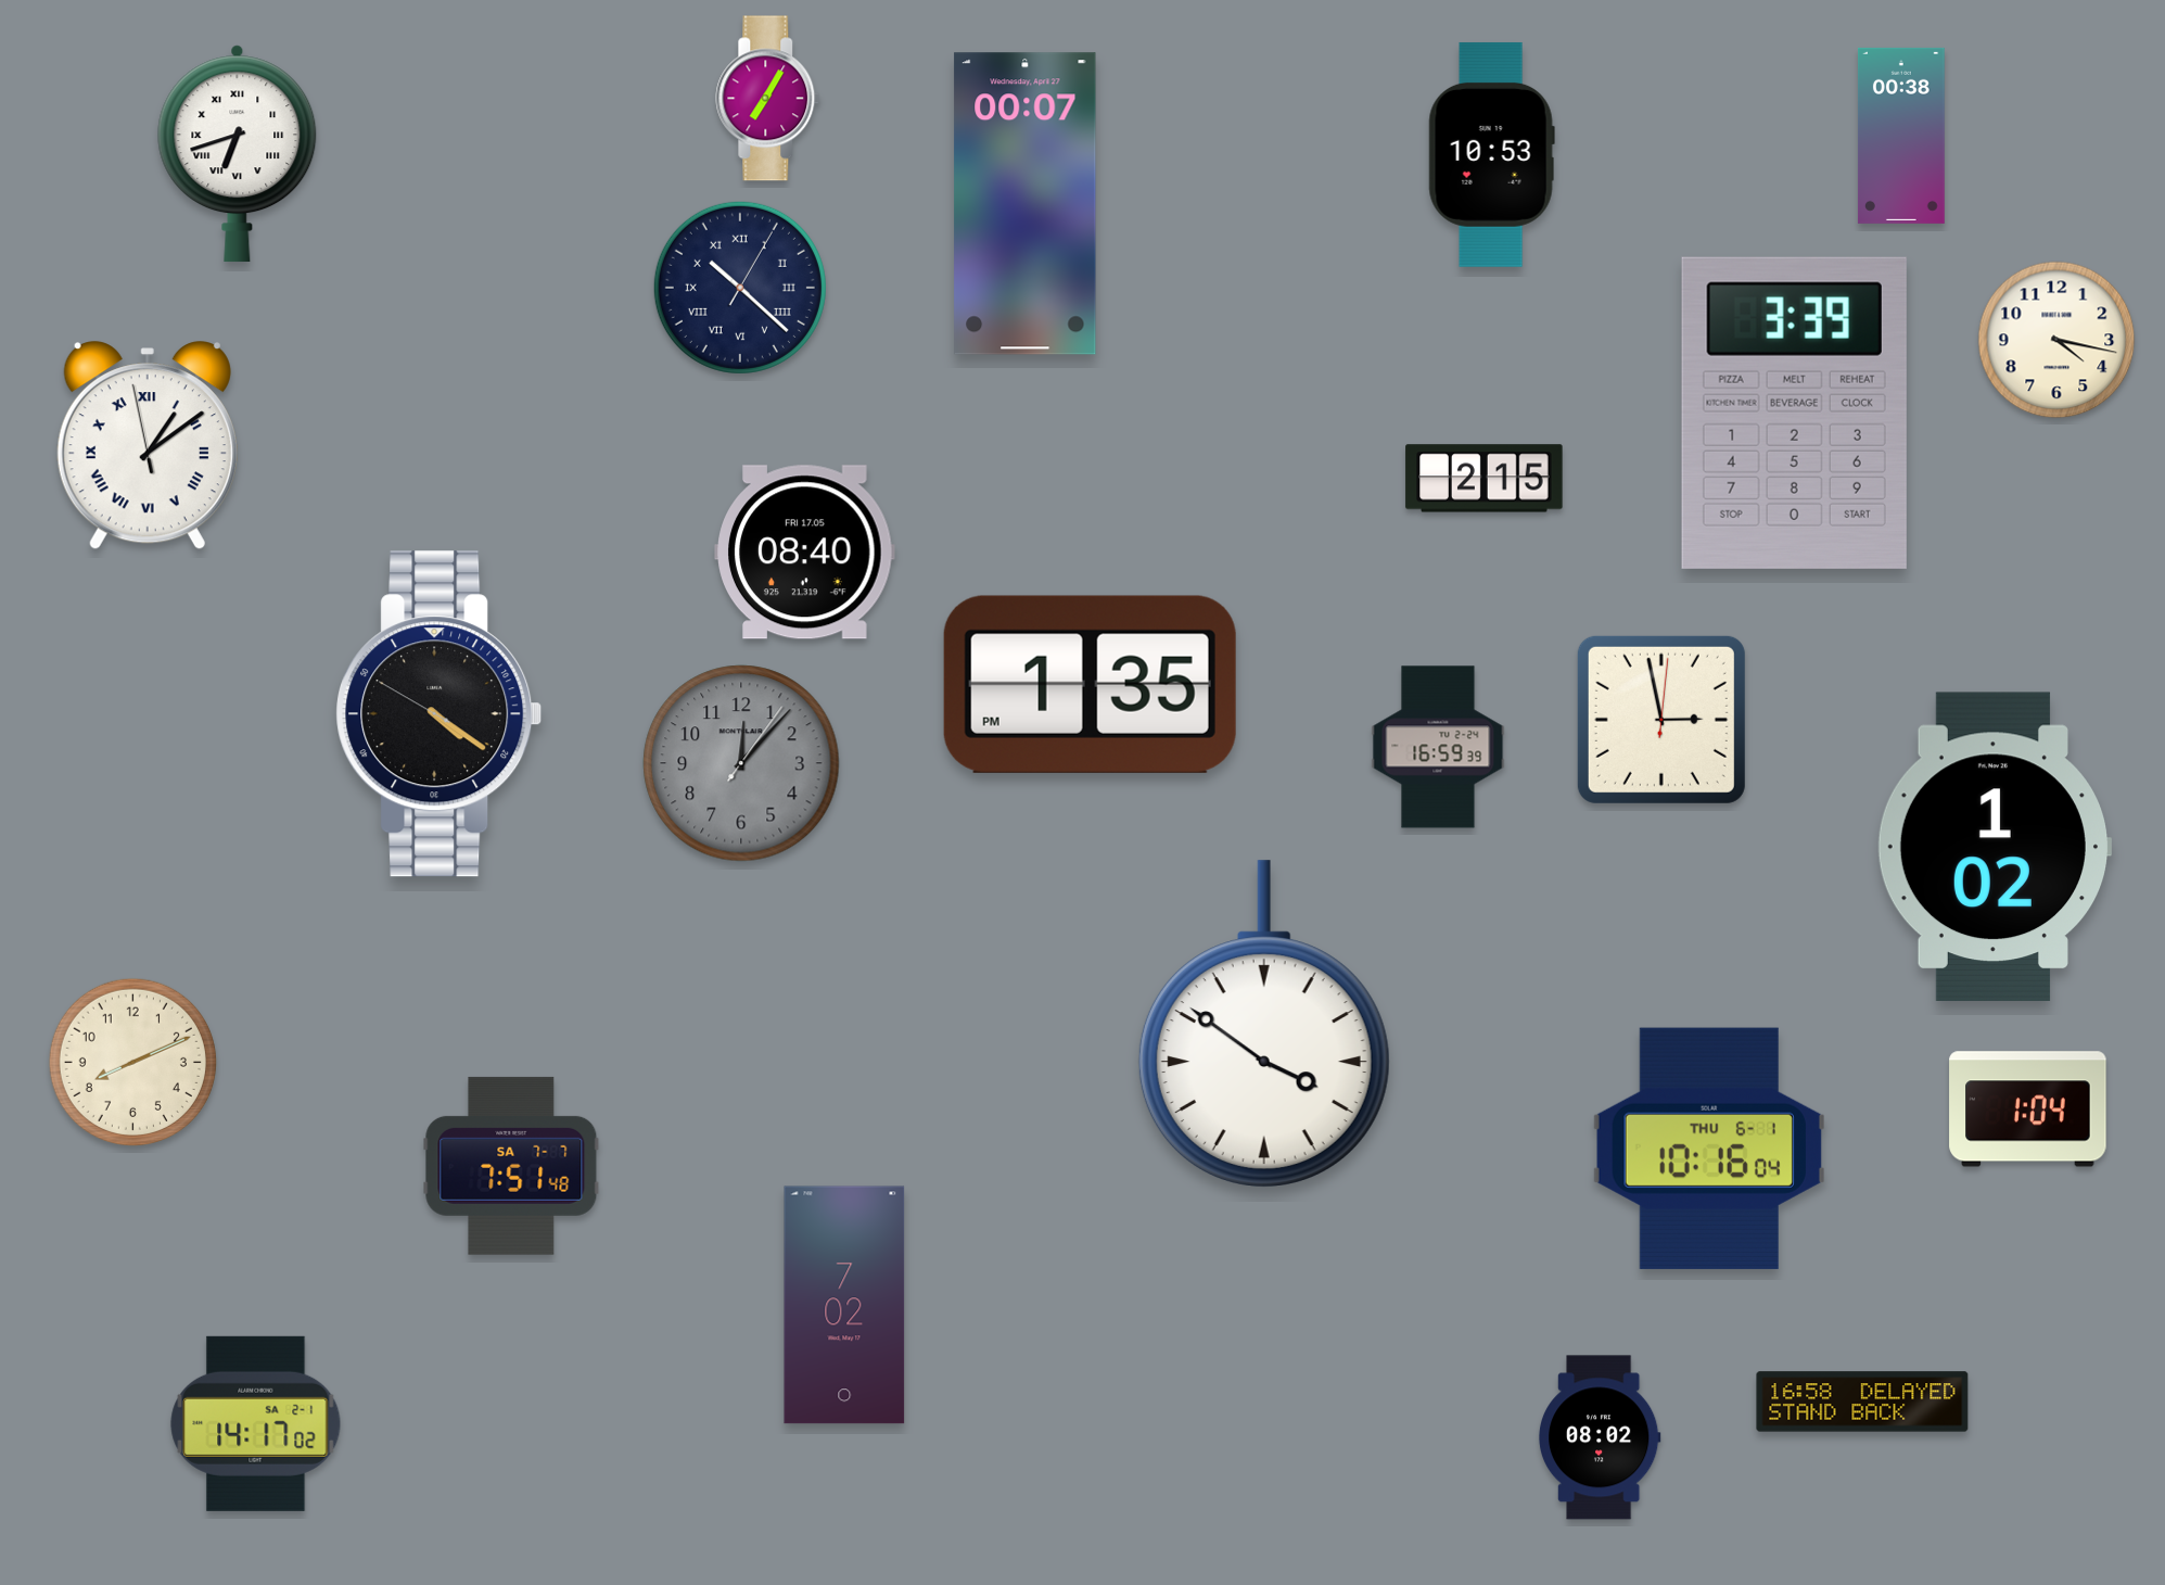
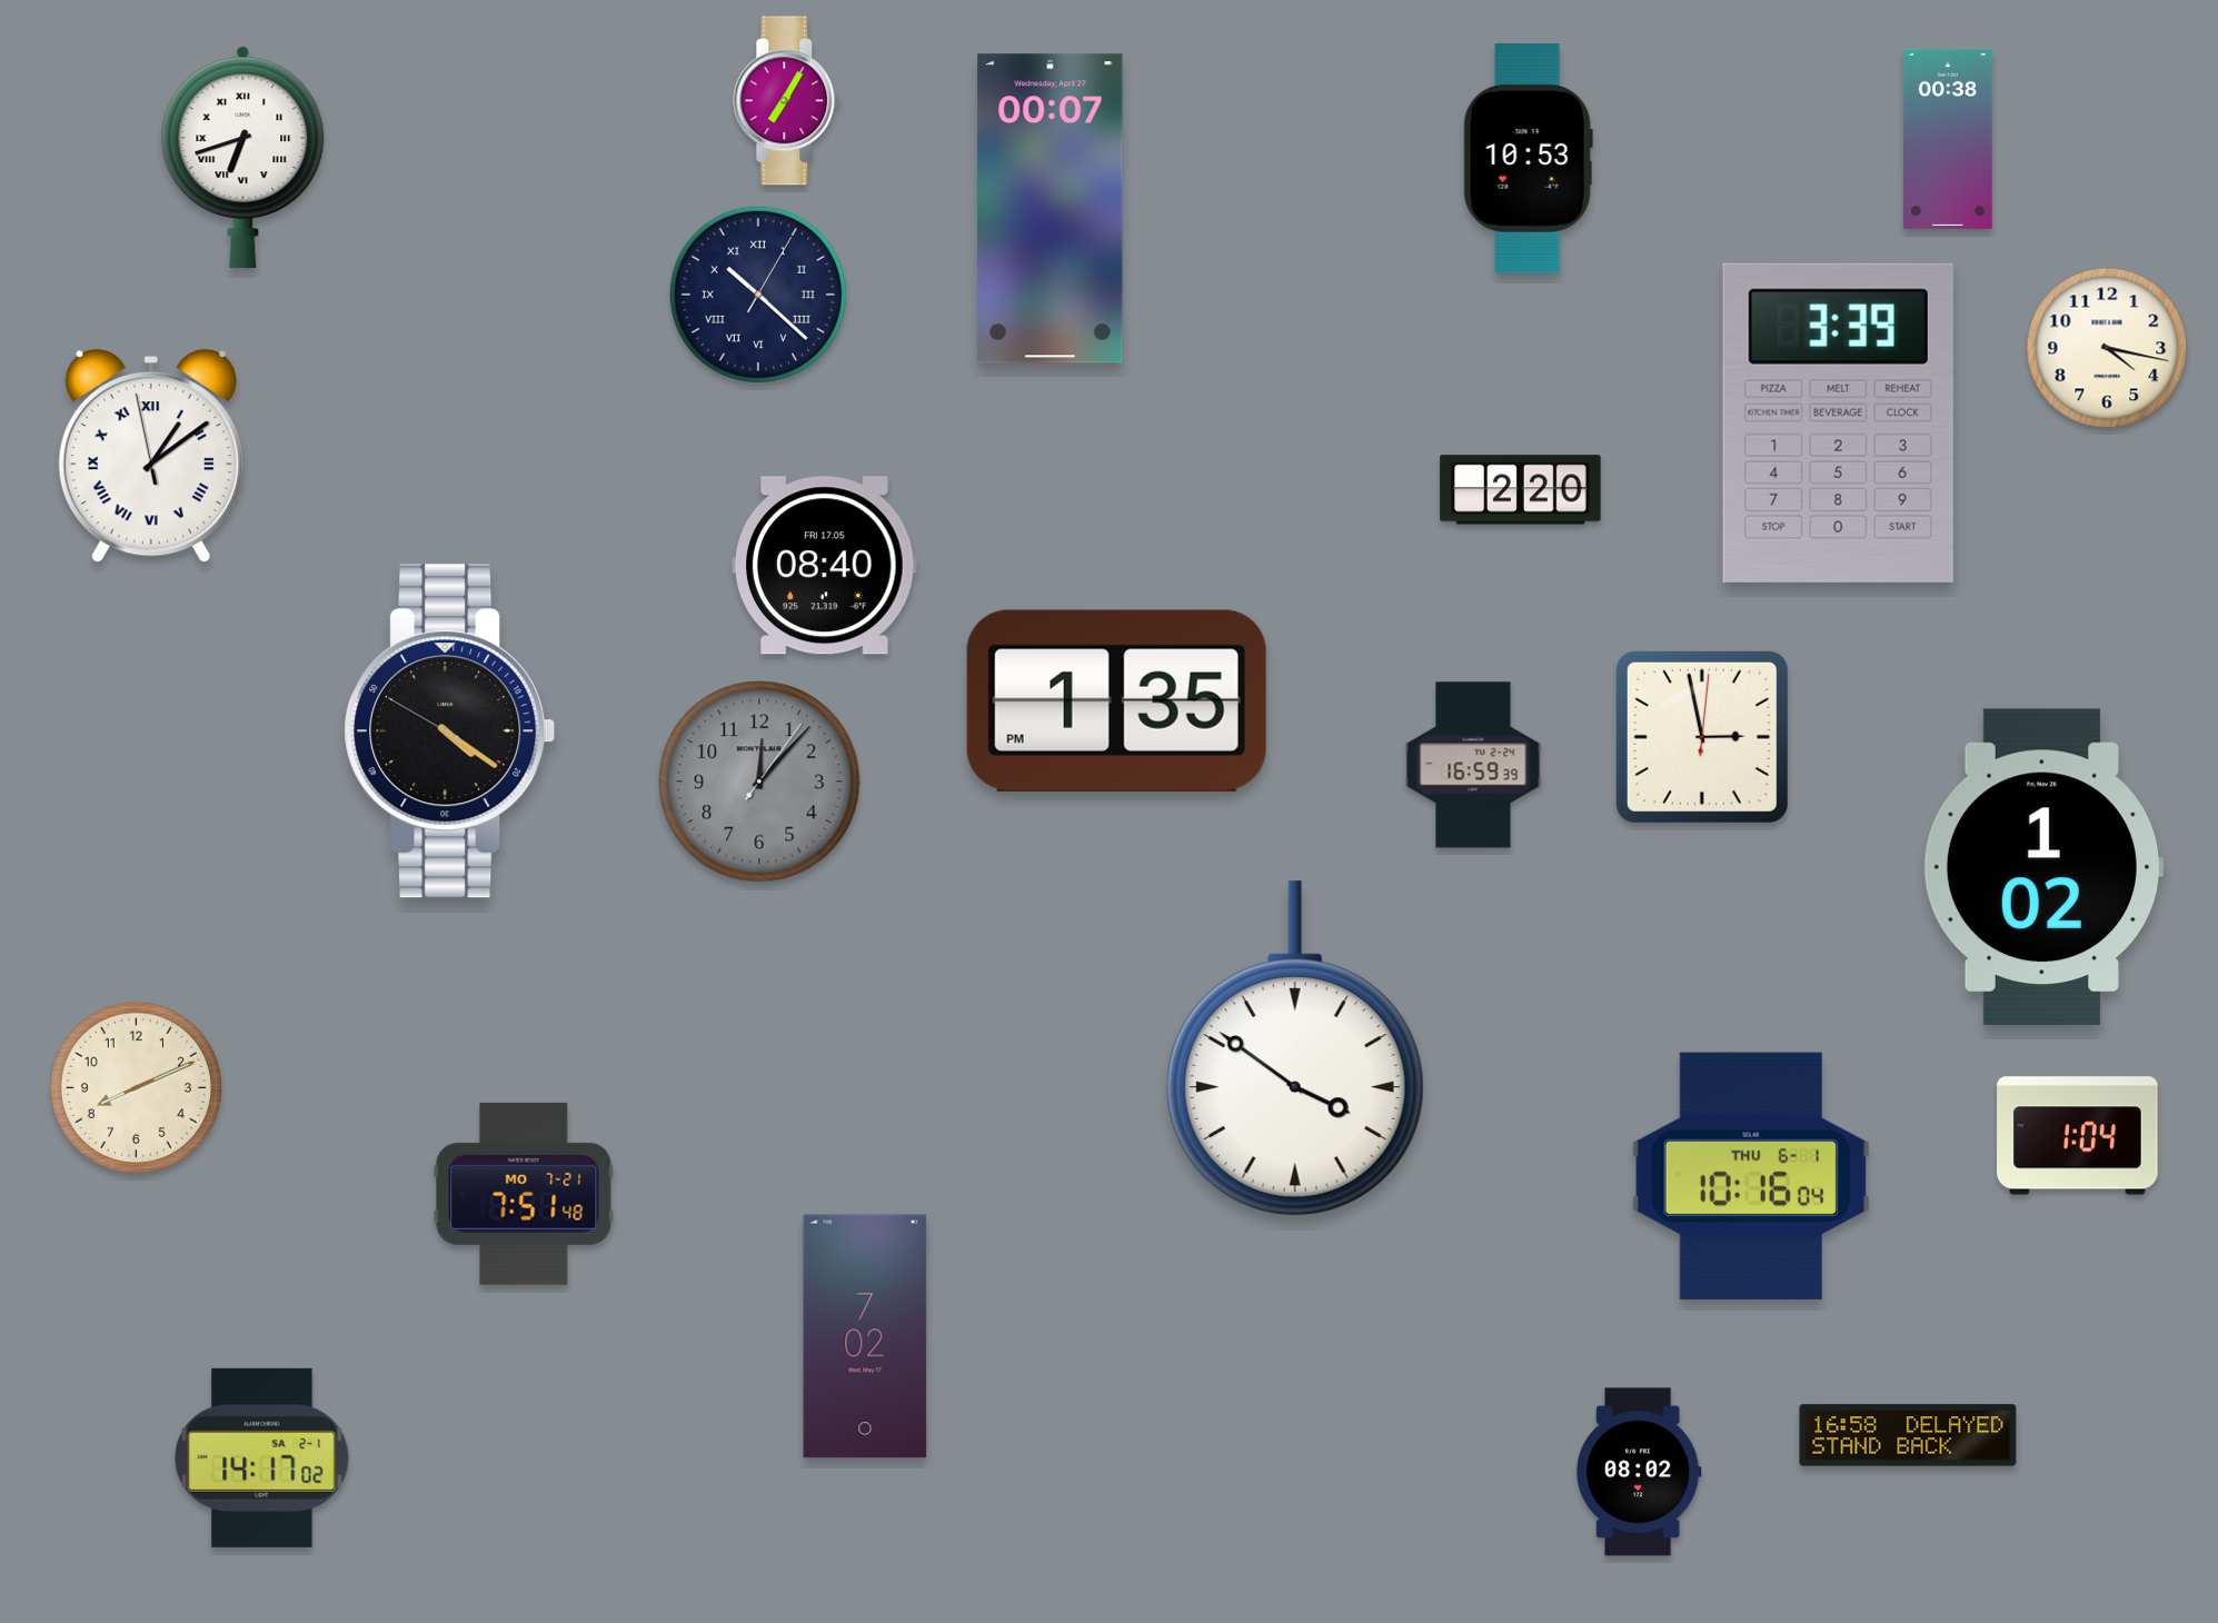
clock at (1485, 479): 2:15 -> 2:20
clock at (511, 1166) date: SA 7-7 -> MO 7-21
